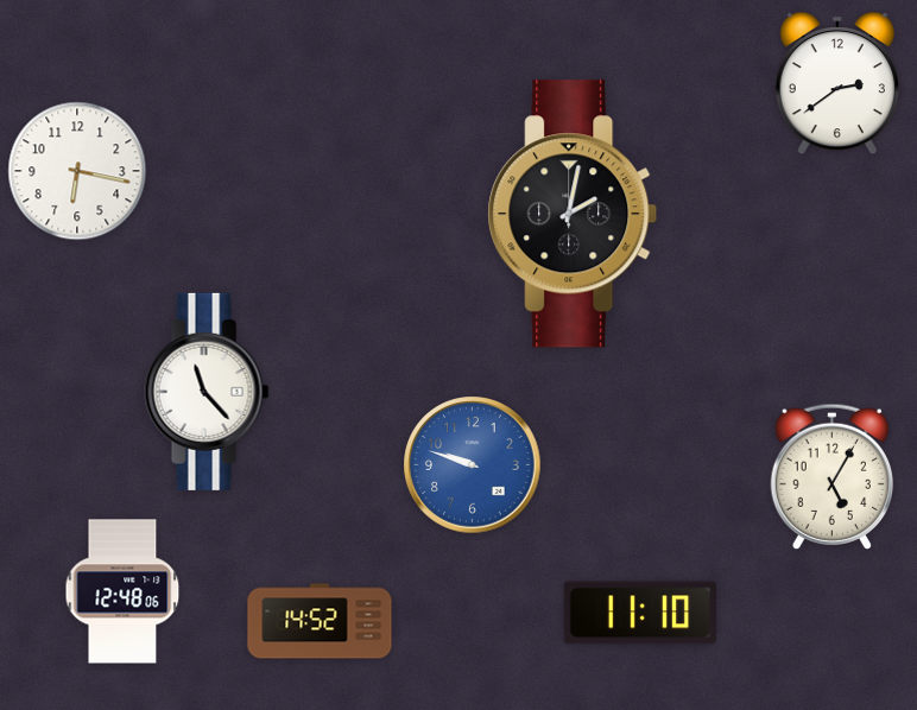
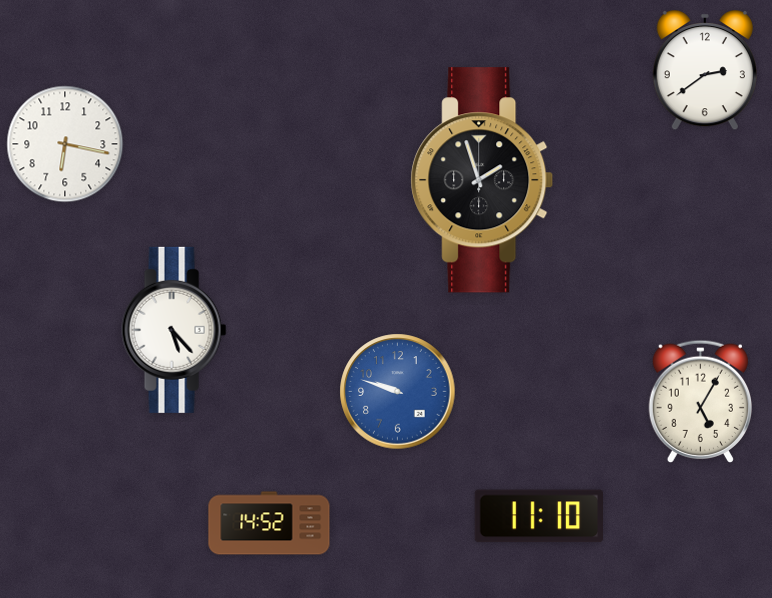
clock at (573, 214): 2:02 -> 1:57
clock at (207, 392): 11:23 -> 5:23
clock at (122, 591): 12:48 -> none
